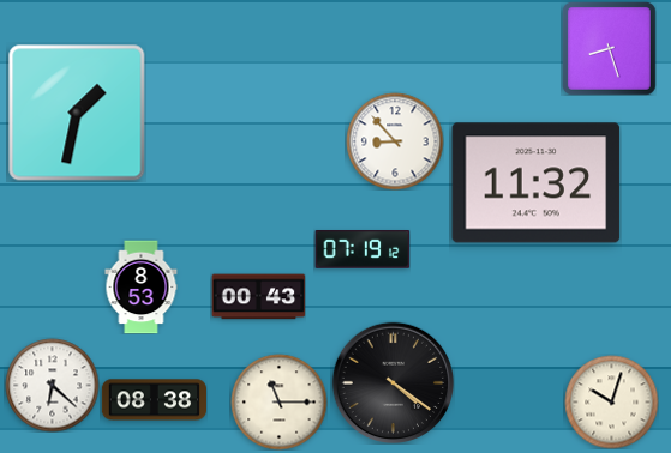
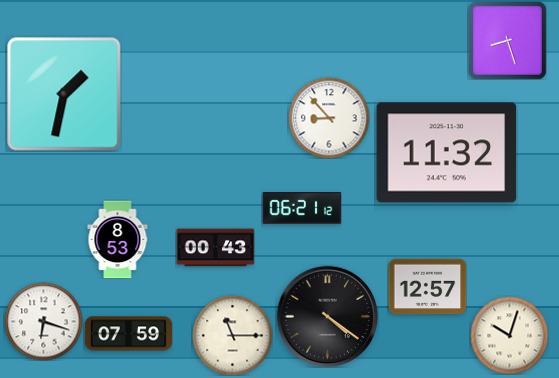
clock at (363, 250): 07:19 -> 06:21
clock at (427, 287): none -> 12:57
clock at (393, 382) position: (393, 382) -> (327, 316)
clock at (52, 385): 6:22 -> 6:18
clock at (154, 400): 08:38 -> 07:59
